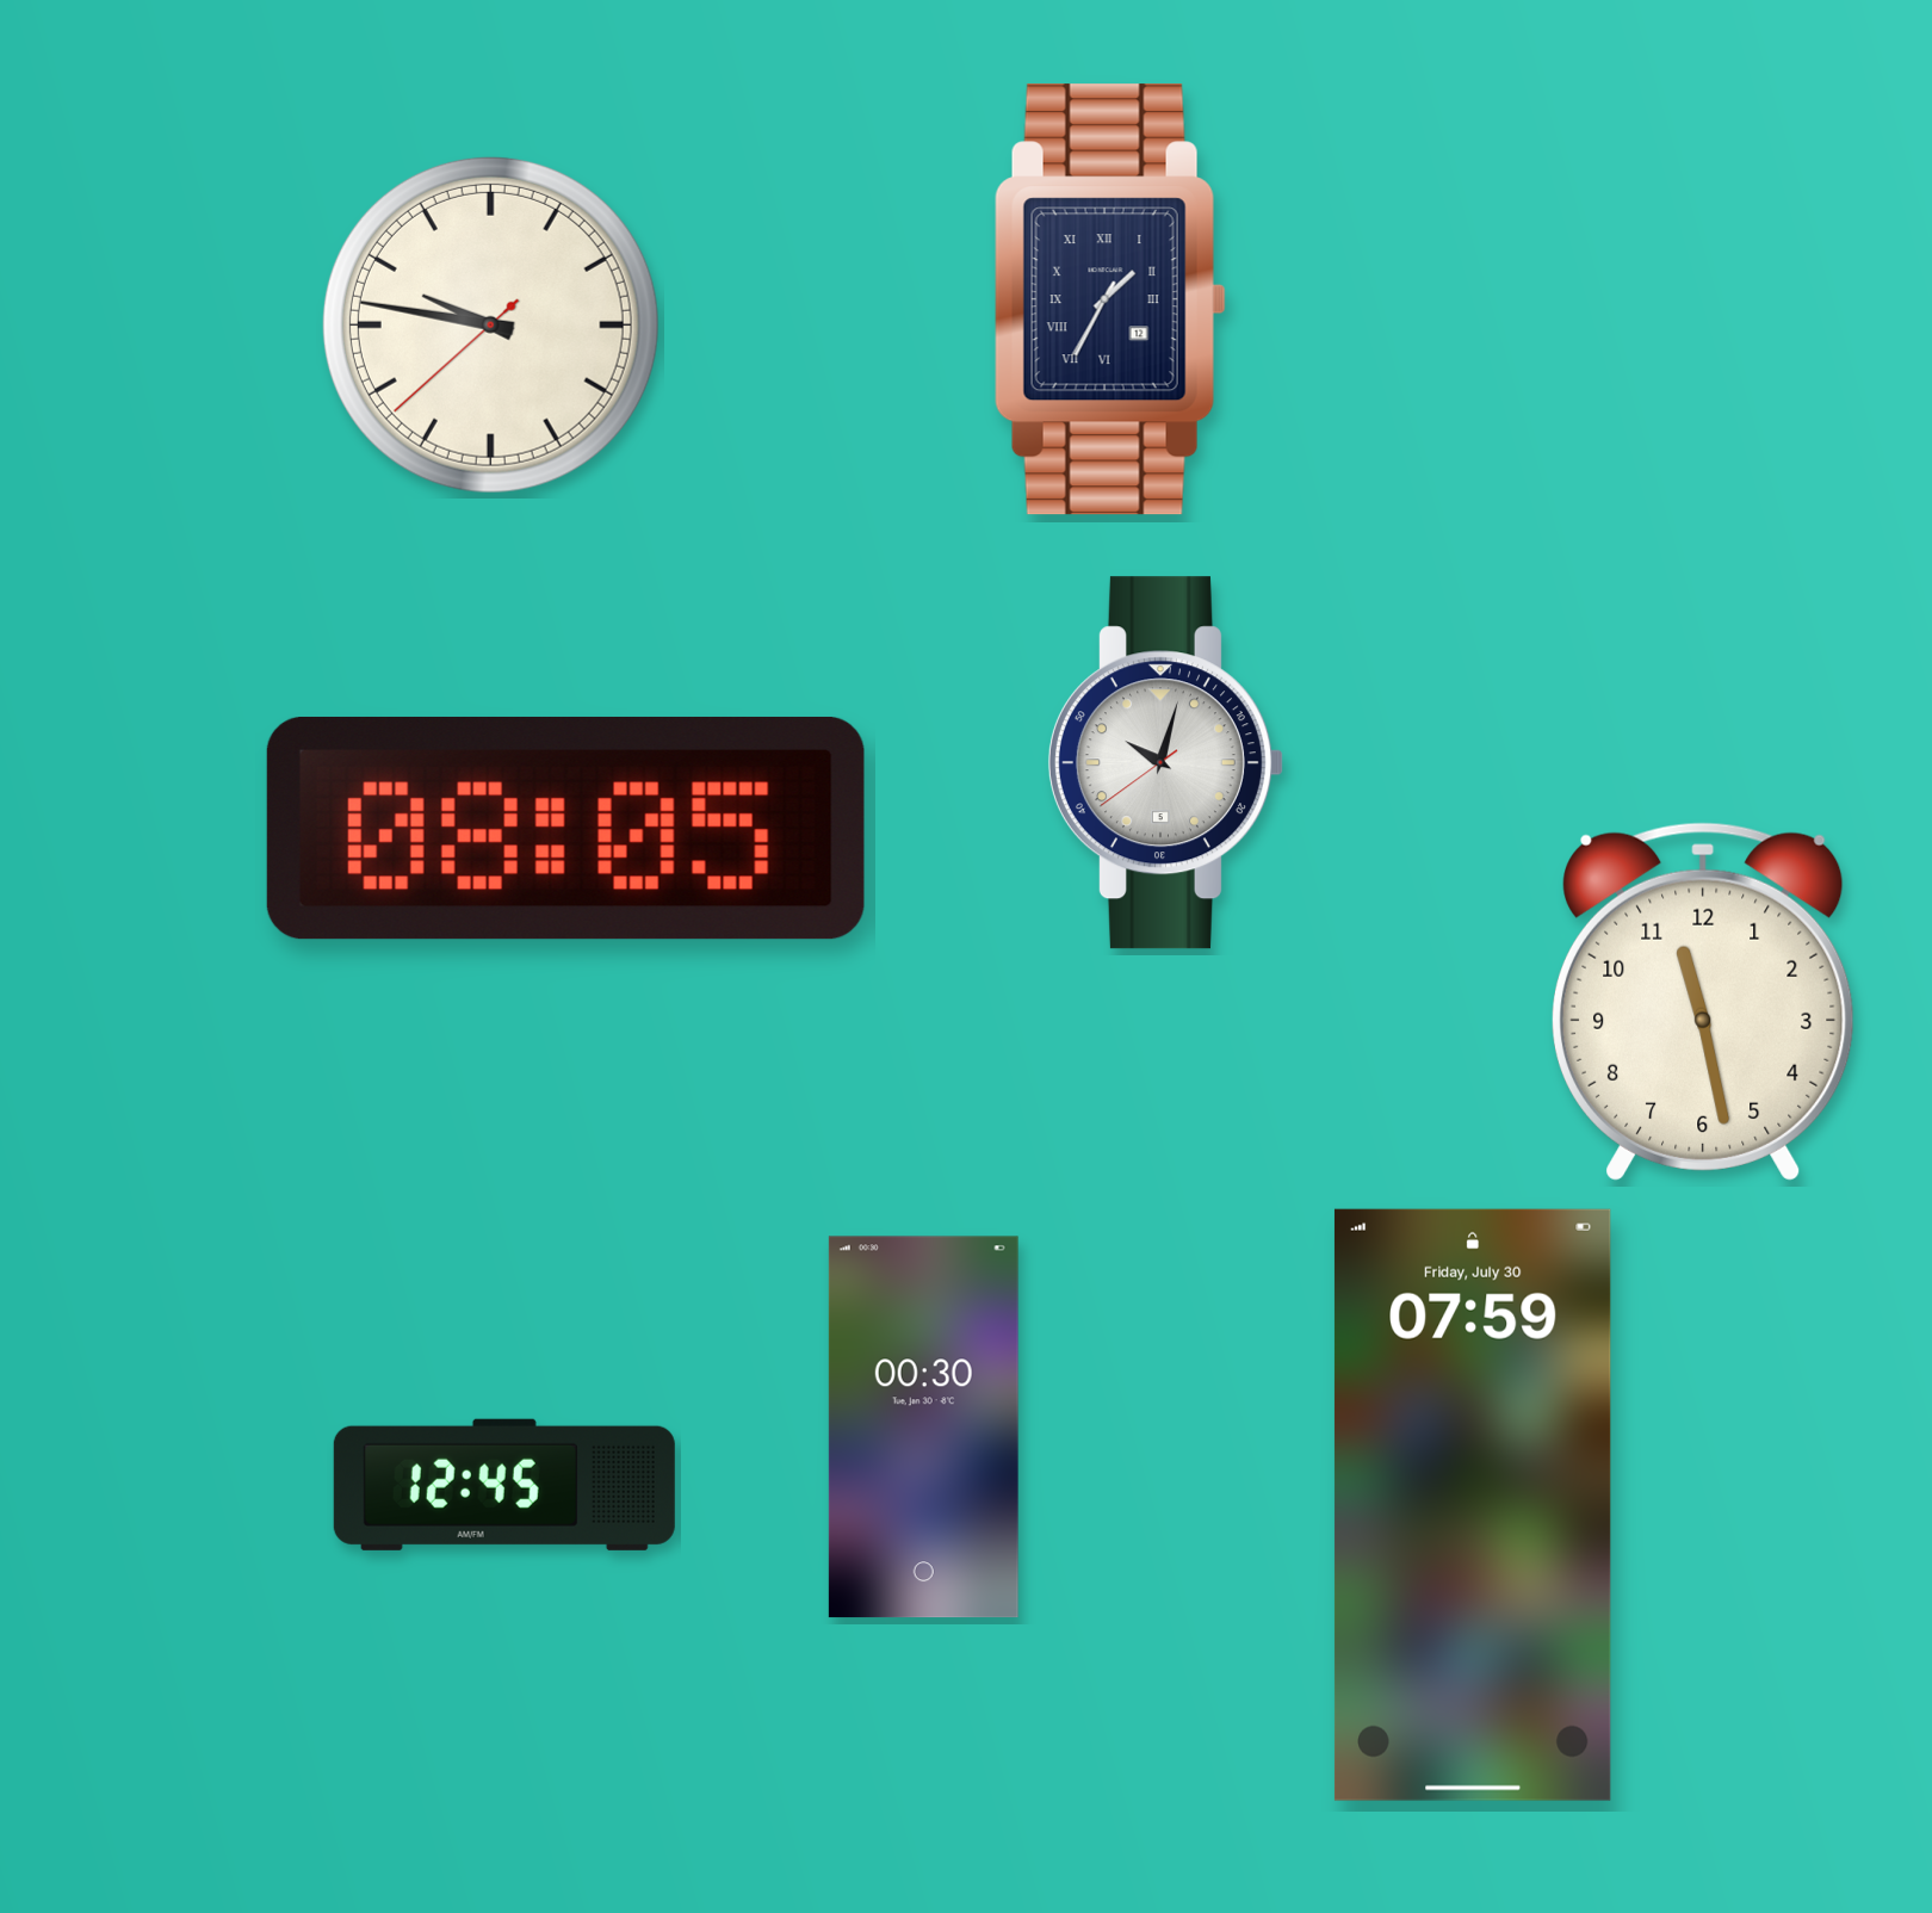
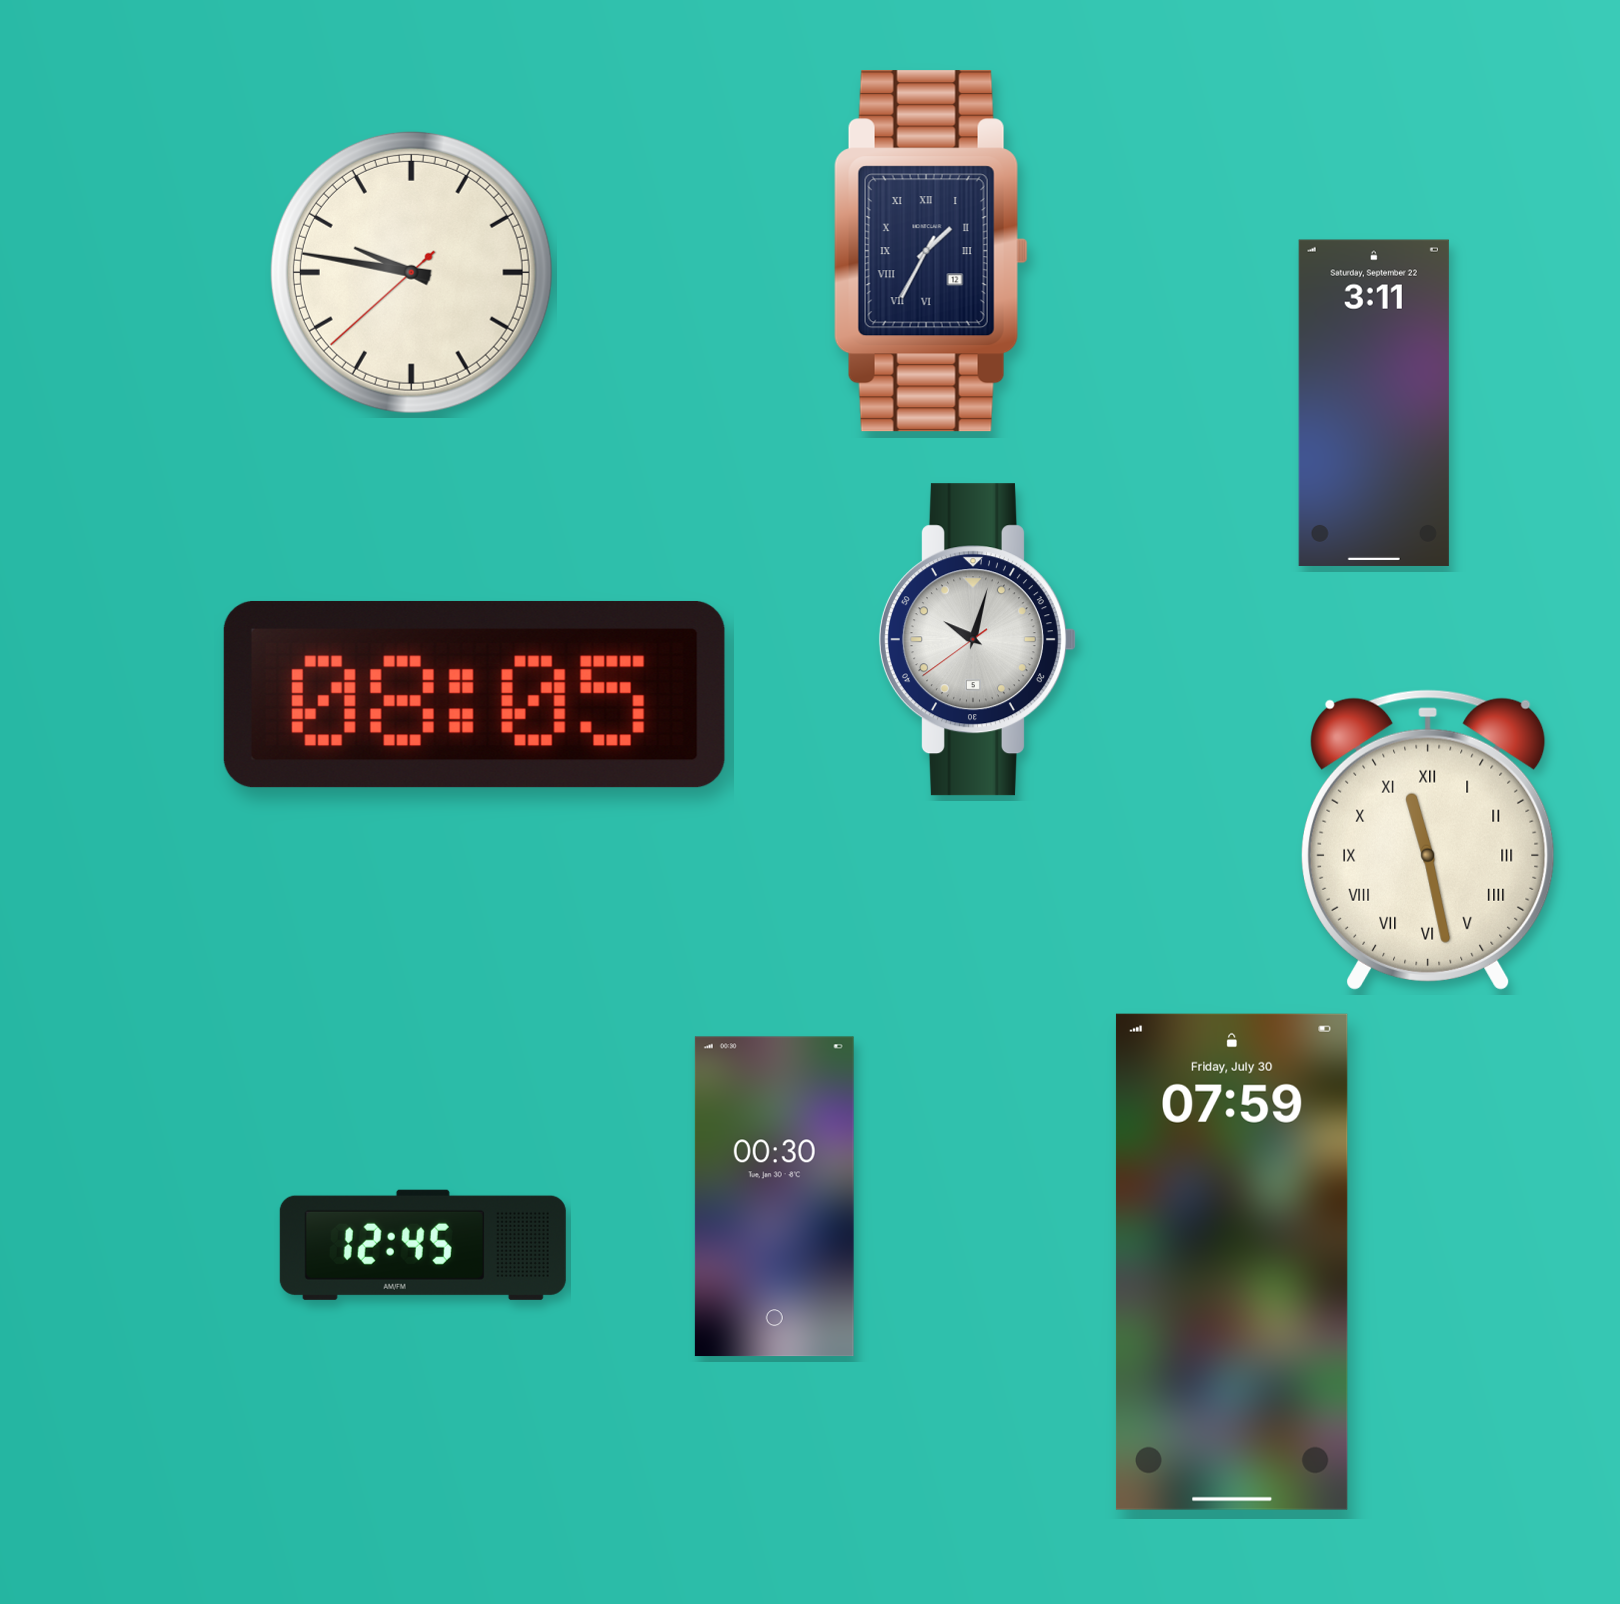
clock at (1374, 403): none -> 3:11
clock at (1704, 1002) numerals: Arabic -> Roman
clock at (1473, 1505) position: (1473, 1505) -> (1232, 1262)
